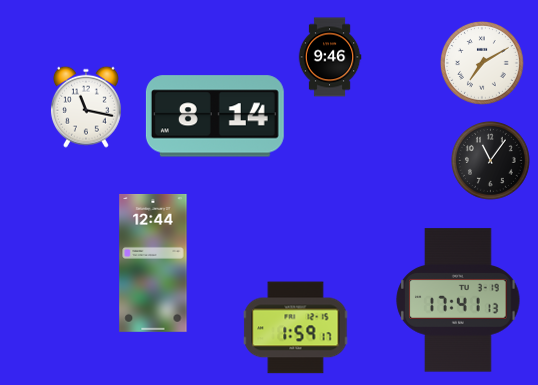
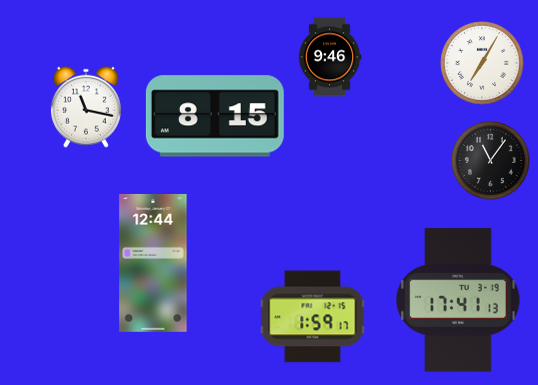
clock at (483, 64): 7:10 -> 7:05
clock at (215, 116): 8:14 -> 8:15
clock at (296, 328) position: (296, 328) -> (313, 317)
